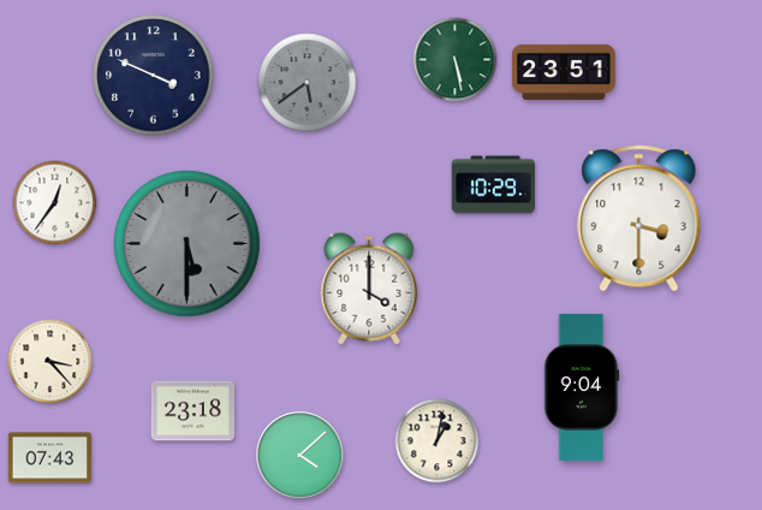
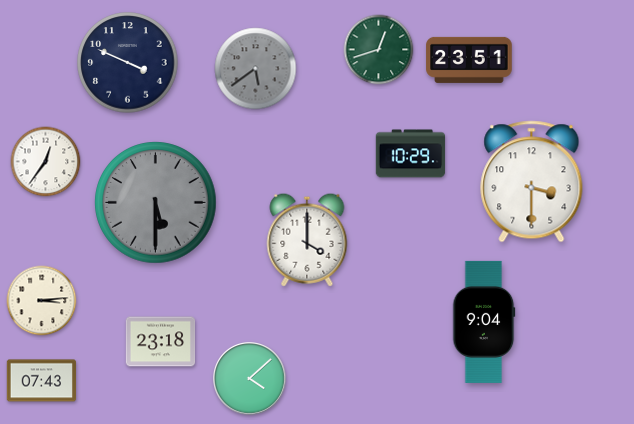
clock at (456, 60): 5:28 -> 12:42
clock at (55, 203) position: (55, 203) -> (46, 162)
clock at (50, 362): 3:23 -> 3:14
clock at (437, 441): 1:02 -> none
